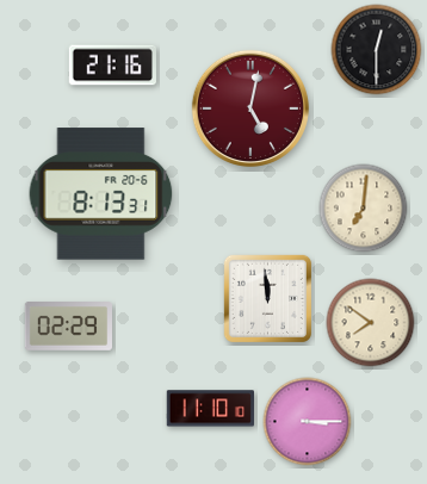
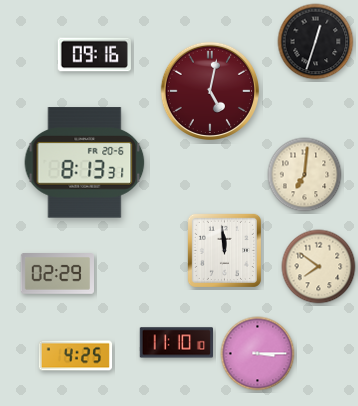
clock at (377, 50): 12:30 -> 12:33
clock at (112, 66): 21:16 -> 09:16
clock at (371, 323) position: (371, 323) -> (319, 267)
clock at (76, 356): none -> 4:25
